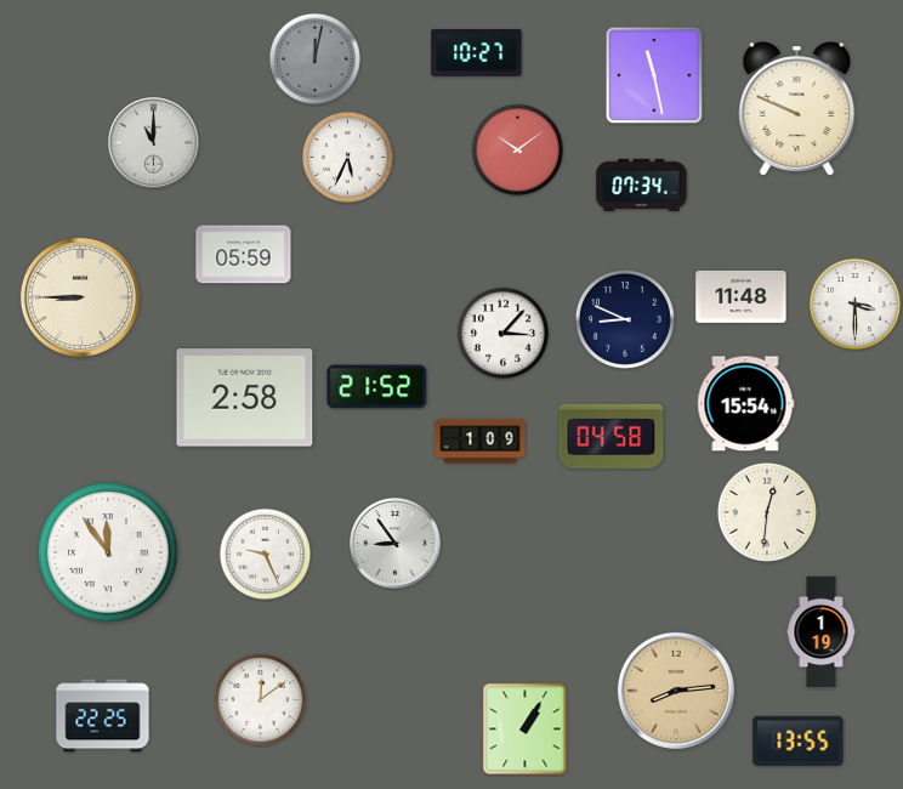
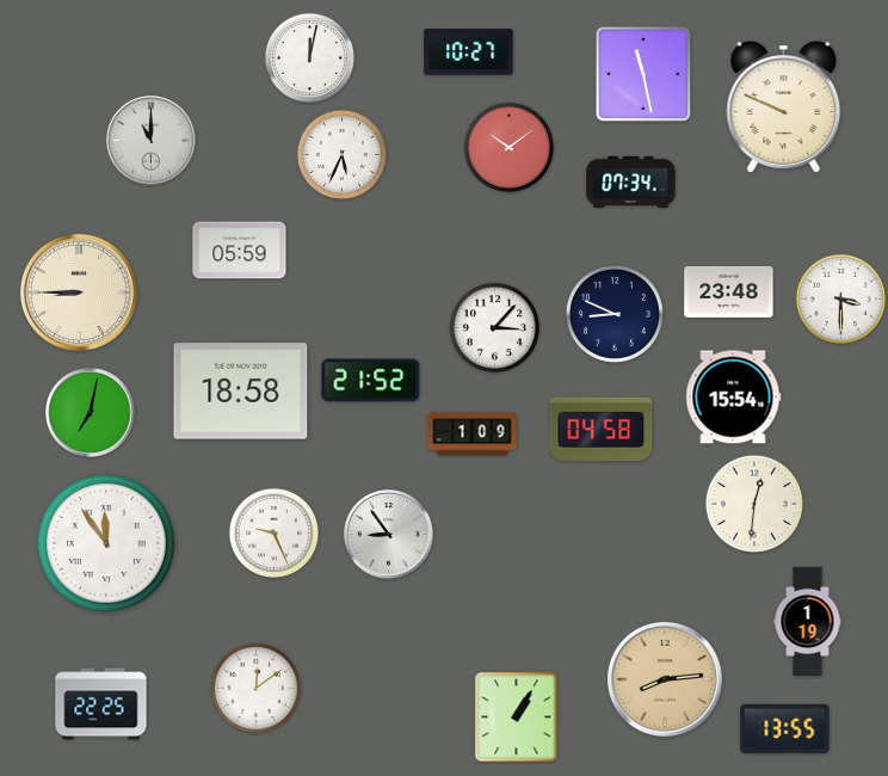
clock at (314, 58) dial: grey -> white
clock at (742, 296): 11:48 -> 23:48
clock at (245, 398): 2:58 -> 18:58
clock at (91, 413): none -> 7:02
clock at (265, 554) position: (265, 554) -> (273, 532)
